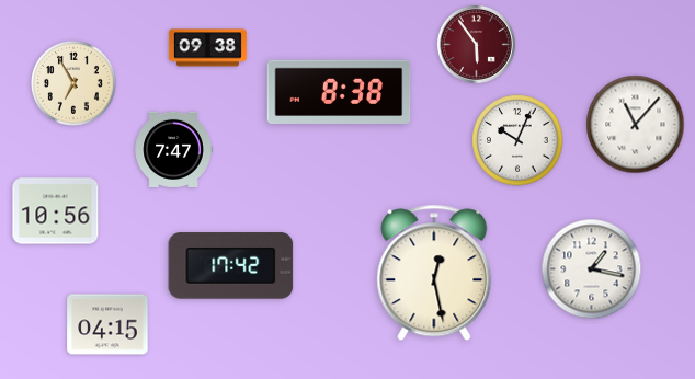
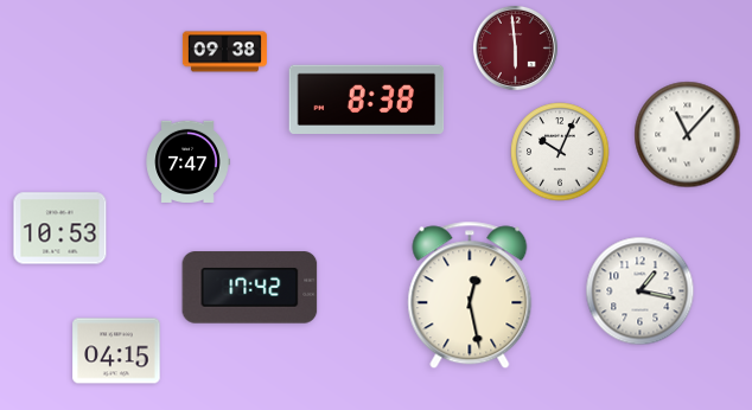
clock at (476, 44): 5:54 -> 5:59
clock at (73, 83): 6:55 -> none
clock at (56, 211): 10:56 -> 10:53
